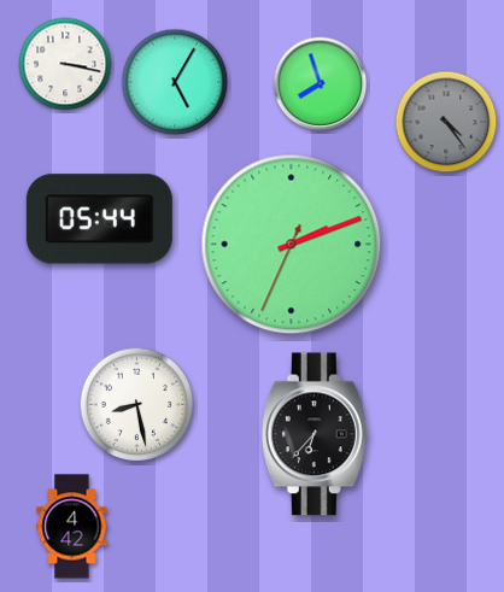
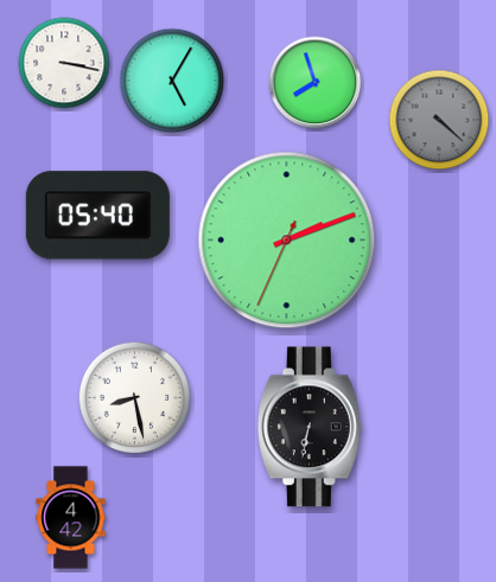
clock at (446, 122): 4:24 -> 4:22
clock at (99, 219): 05:44 -> 05:40
clock at (315, 434): 6:37 -> 6:32
